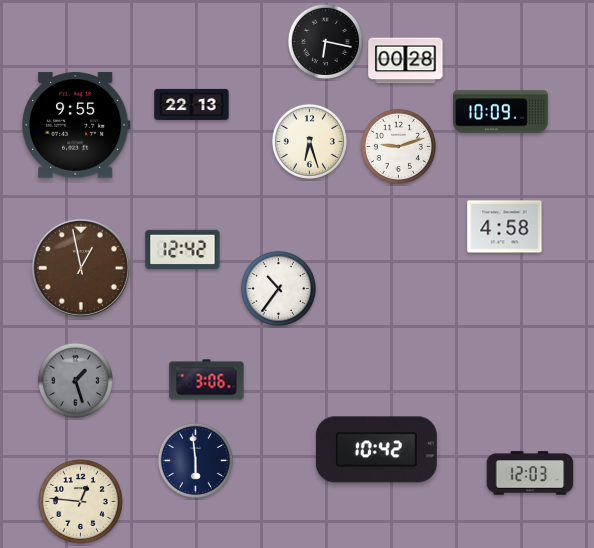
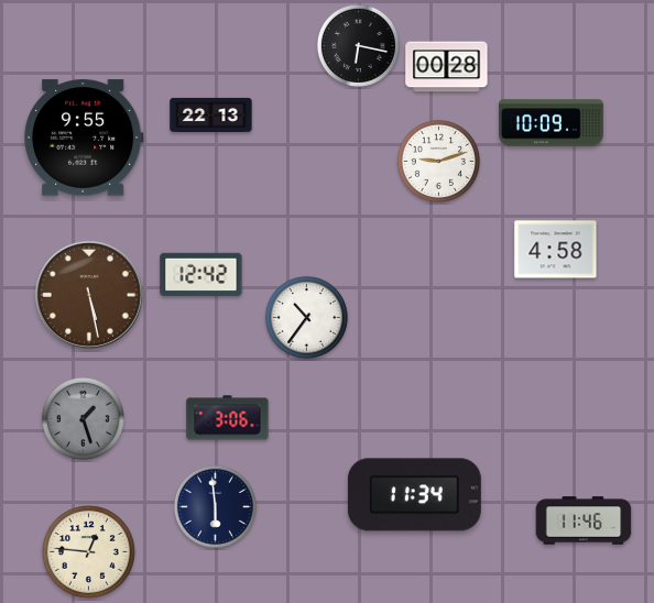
clock at (309, 141): 6:27 -> none
clock at (81, 268): 12:58 -> 5:28
clock at (376, 450): 10:42 -> 11:34
clock at (530, 473): 12:03 -> 11:46
